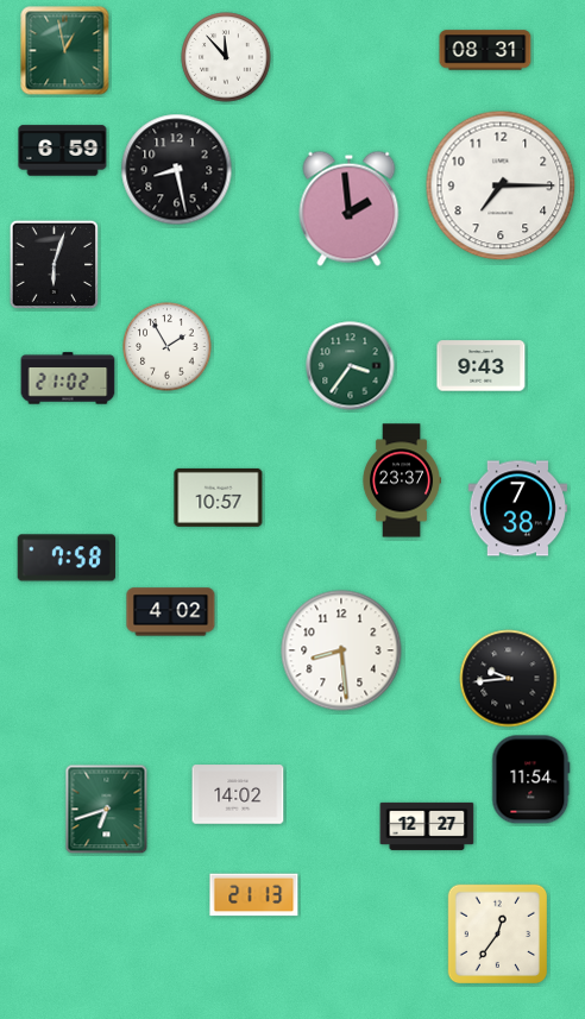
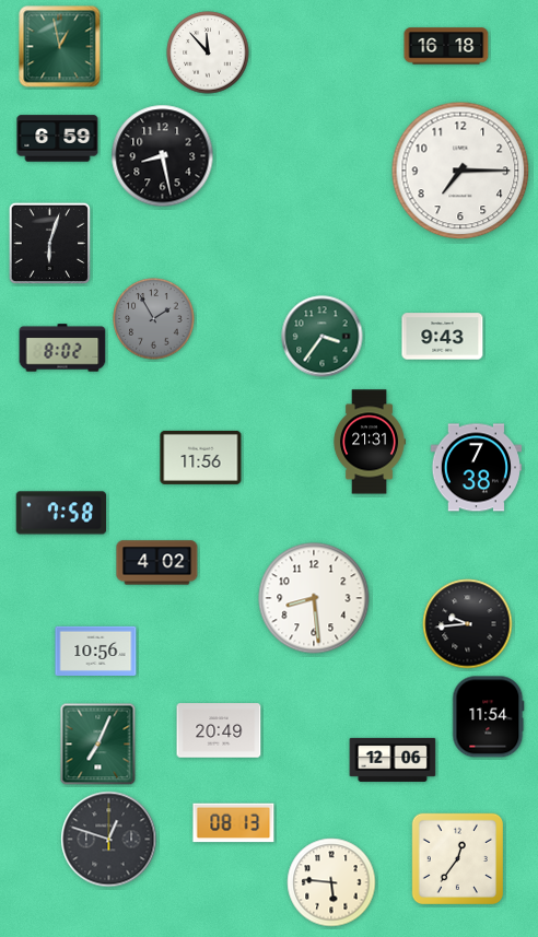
clock at (485, 50): 08:31 -> 16:18
clock at (350, 208): 1:59 -> none
clock at (168, 347) dial: white -> grey
clock at (68, 378): 21:02 -> 8:02
clock at (401, 480): 23:37 -> 21:31
clock at (219, 497): 10:57 -> 11:56
clock at (96, 651): none -> 10:56
clock at (238, 794): 14:02 -> 20:49
clock at (107, 810): 6:42 -> 7:04
clock at (427, 826): 12:27 -> 12:06
clock at (254, 895): 21:13 -> 08:13
clock at (109, 840): none -> 12:48
clock at (331, 882): none -> 5:46
